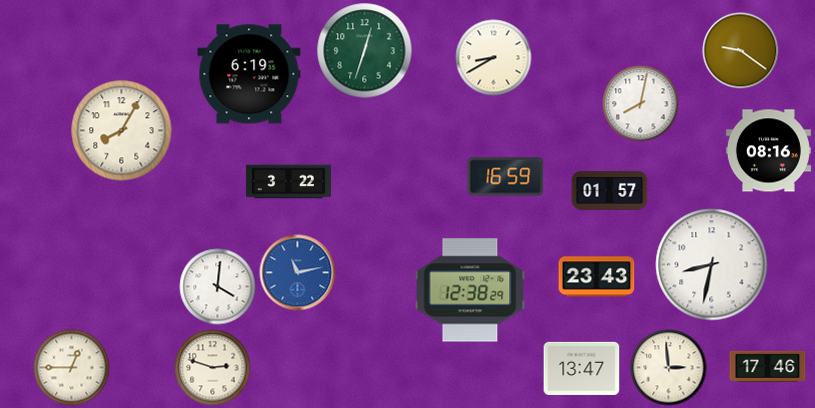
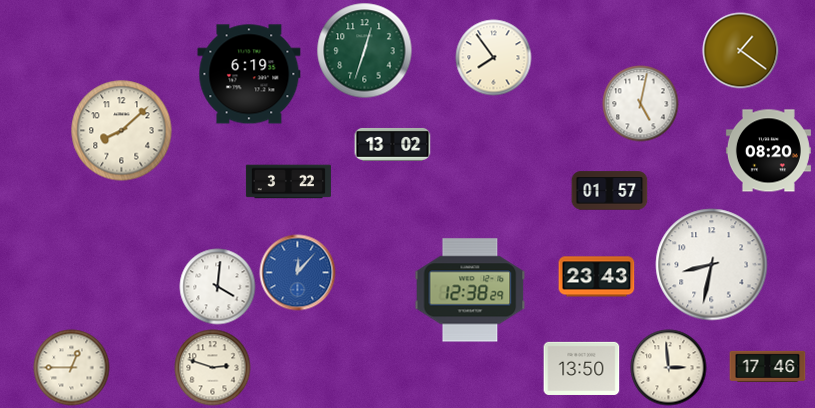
clock at (741, 51): 9:21 -> 1:21
clock at (494, 58): 8:40 -> 7:54
clock at (641, 104): 8:02 -> 5:02
clock at (122, 131): 8:05 -> 8:08
clock at (393, 144): none -> 13:02
clock at (768, 151): 08:16 -> 08:20
clock at (506, 177): 16:59 -> none
clock at (298, 273): 11:13 -> 12:07
clock at (582, 368): 13:47 -> 13:50
